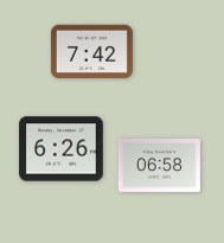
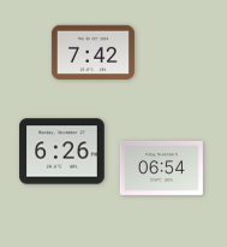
clock at (159, 165): 06:58 -> 06:54
